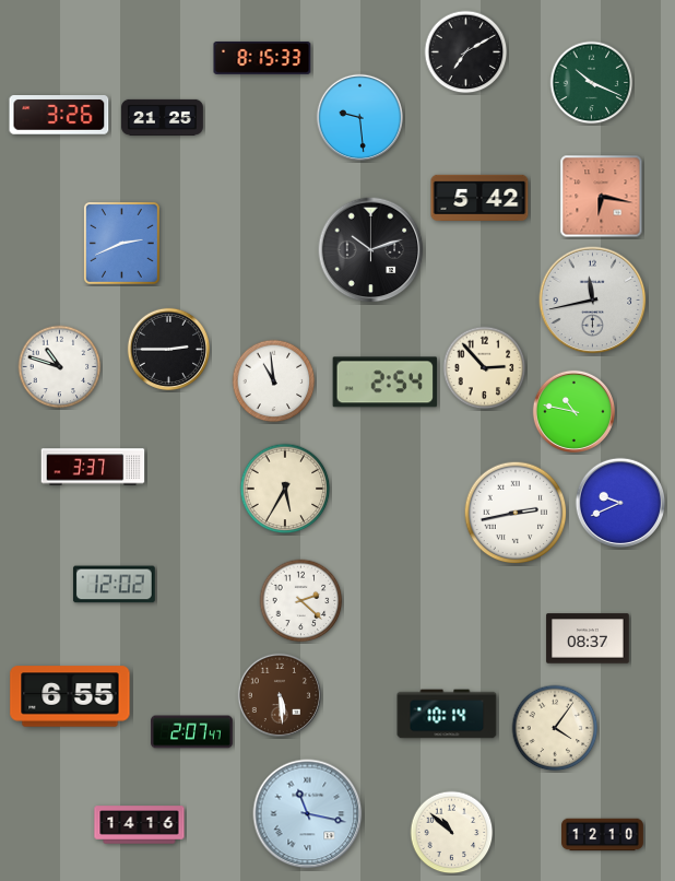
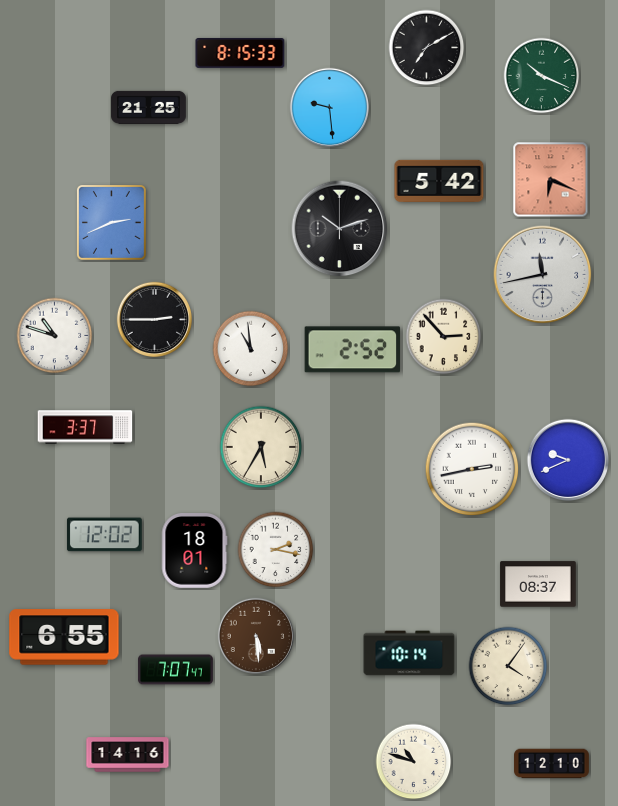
clock at (59, 116): 3:26 -> none
clock at (602, 197): 6:17 -> 6:19
clock at (386, 383): 2:54 -> 2:52
clock at (573, 411): 10:47 -> none
clock at (301, 601): 2:22 -> 2:17
clock at (194, 551): none -> 18:01
clock at (192, 732): 2:07 -> 7:07
clock at (308, 814): 11:17 -> none
clock at (452, 833): 10:52 -> 10:48
